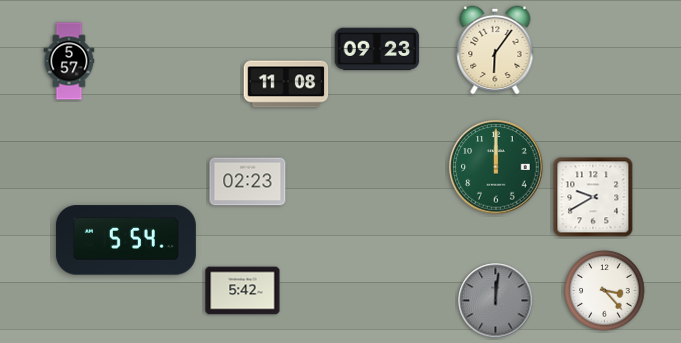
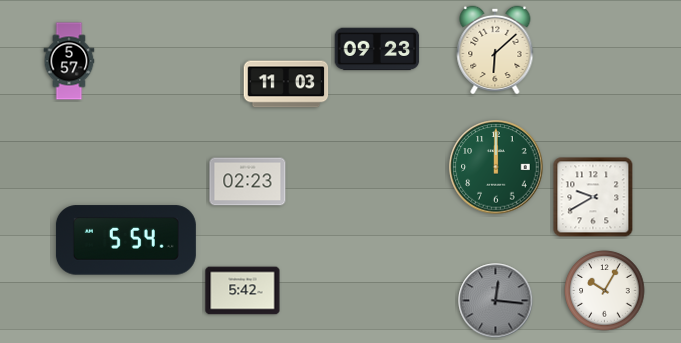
clock at (495, 50): 6:06 -> 6:08
clock at (286, 84): 11:08 -> 11:03
clock at (605, 291): 3:23 -> 10:05
clock at (496, 301): 12:01 -> 12:16
